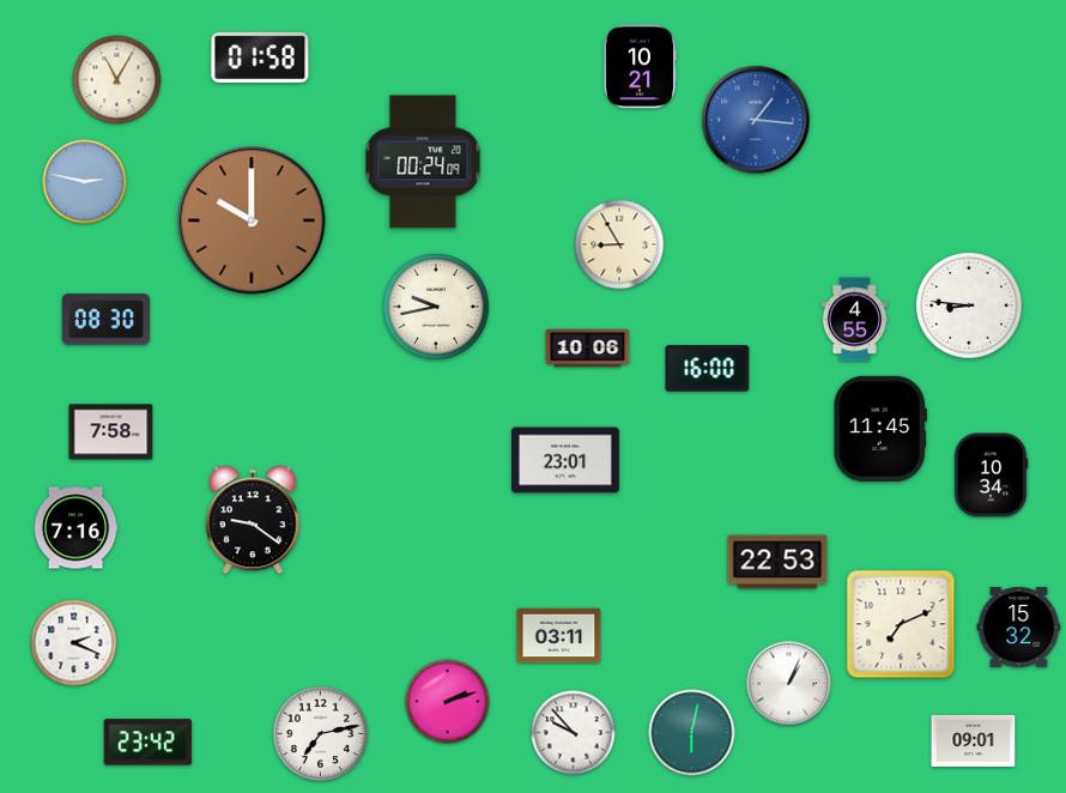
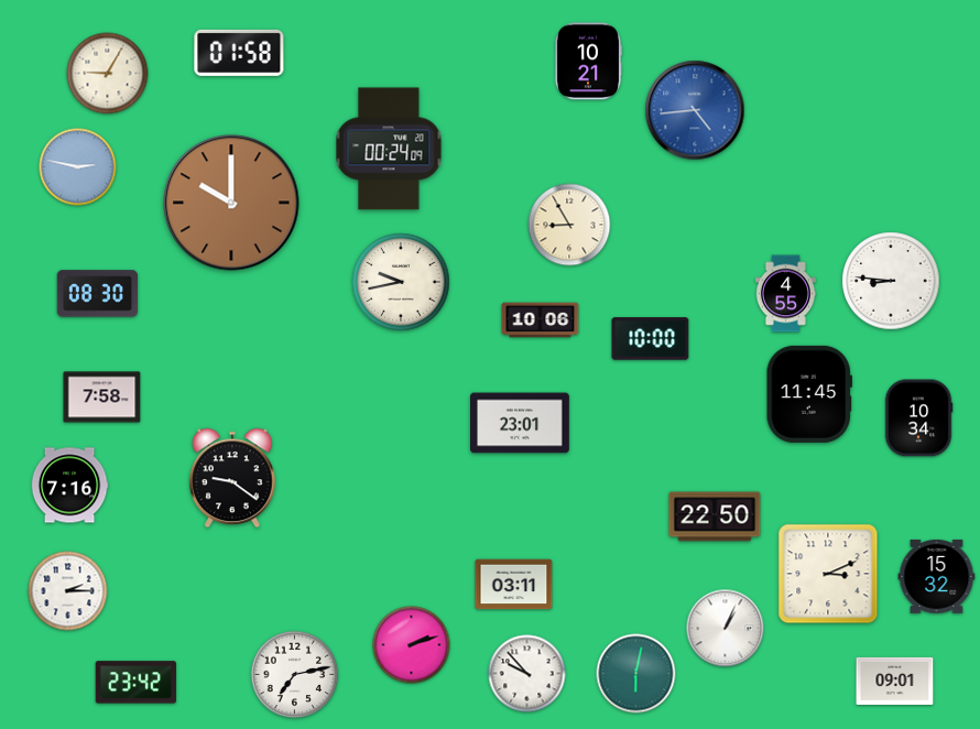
clock at (117, 80): 11:05 -> 9:05
clock at (756, 120): 1:16 -> 4:44
clock at (708, 369): 16:00 -> 10:00
clock at (991, 476) position: (991, 476) -> (918, 418)
clock at (777, 562): 22:53 -> 22:50
clock at (901, 624): 7:11 -> 3:11
clock at (74, 643): 2:19 -> 2:15
